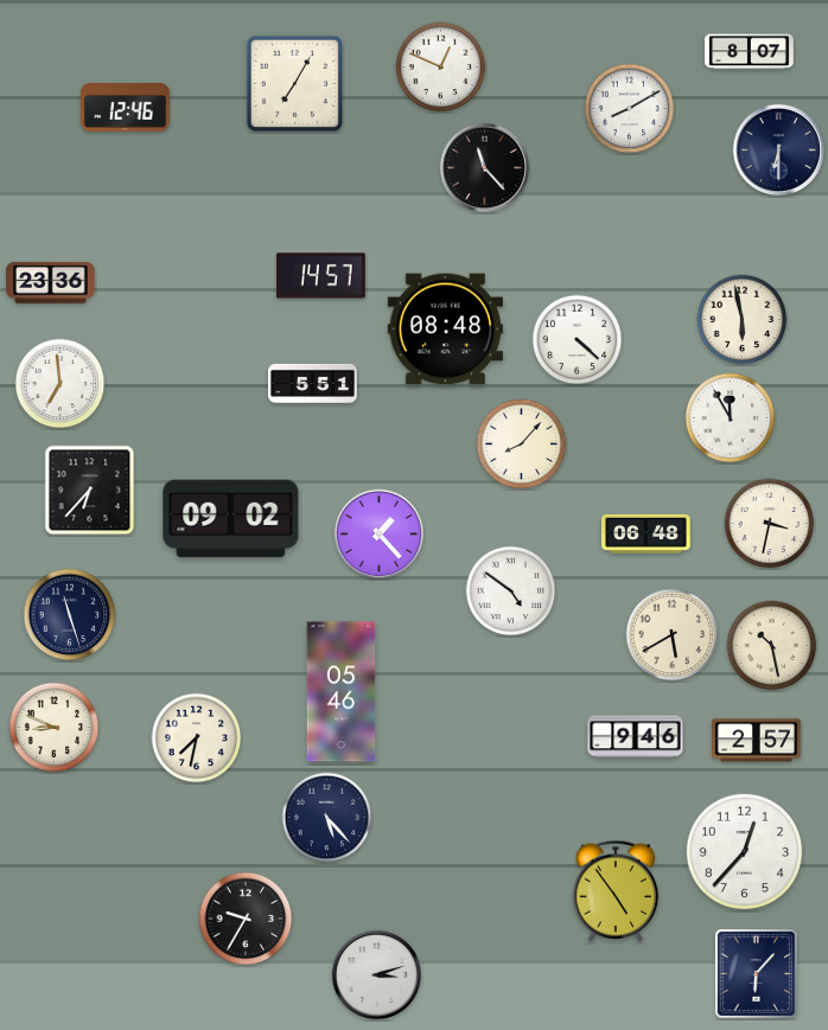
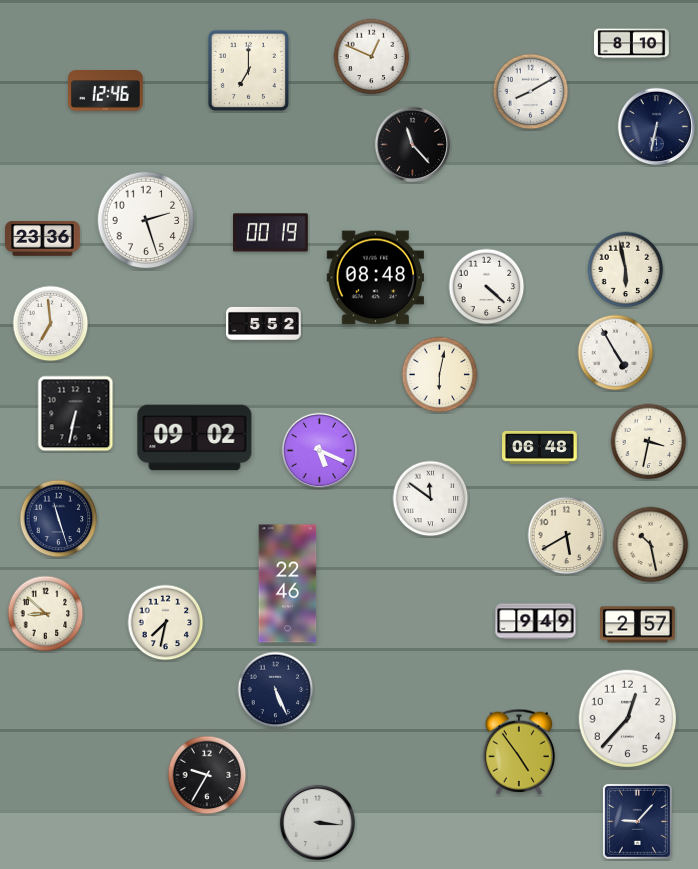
clock at (750, 52): 8:07 -> 8:10
clock at (294, 83): 7:05 -> 7:00
clock at (778, 149): 6:30 -> 6:32
clock at (484, 167) position: (484, 167) -> (412, 144)
clock at (146, 220): none -> 2:27
clock at (321, 276): 14:57 -> 00:19
clock at (313, 383): 5:51 -> 5:52
clock at (731, 418): 11:55 -> 4:55
clock at (522, 444): 8:07 -> 6:02
clock at (90, 491): 6:37 -> 6:32
clock at (378, 533): 1:23 -> 5:19
clock at (647, 533) position: (647, 533) -> (540, 447)
clock at (511, 591): 4:51 -> 11:51
clock at (342, 692): 05:46 -> 22:46
clock at (55, 728): 8:49 -> 8:52
clock at (636, 737): 9:46 -> 9:49
clock at (327, 818): 5:23 -> 5:26
clock at (756, 973): 6:07 -> 9:07
clock at (376, 974): 3:12 -> 3:16
